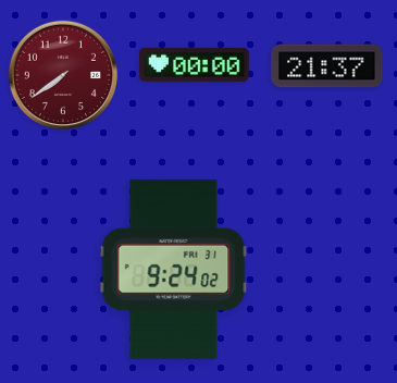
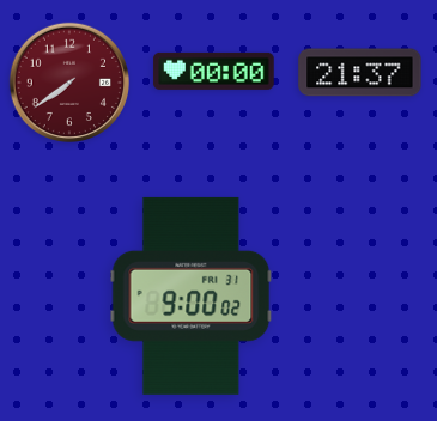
clock at (174, 269): 9:24 -> 9:00
